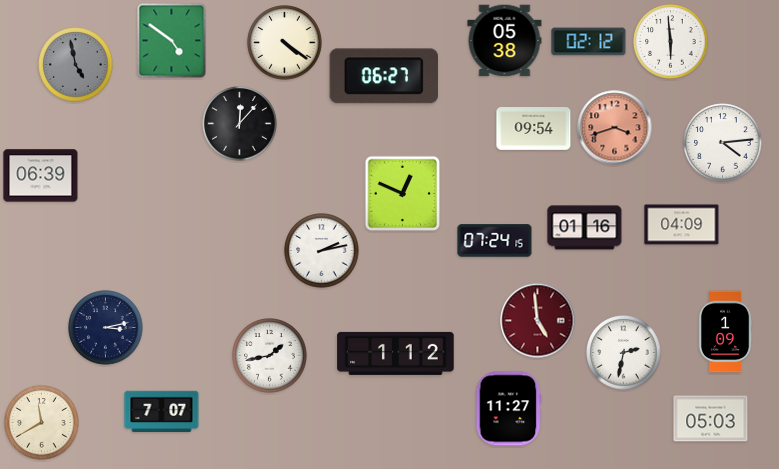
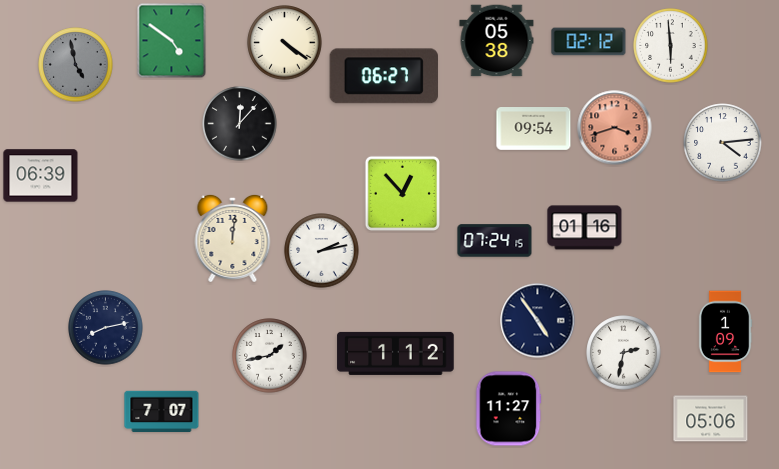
clock at (505, 41) position: (505, 41) -> (497, 41)
clock at (671, 42) position: (671, 42) -> (671, 46)
clock at (402, 193): 12:49 -> 12:53
clock at (682, 225): 04:09 -> none
clock at (233, 238): none -> 12:01
clock at (538, 321): 4:59 -> 4:54
clock at (538, 321) dial: burgundy -> navy
clock at (106, 328): 3:13 -> 8:13
clock at (711, 419): 05:03 -> 05:06
clock at (42, 423): 11:40 -> none
